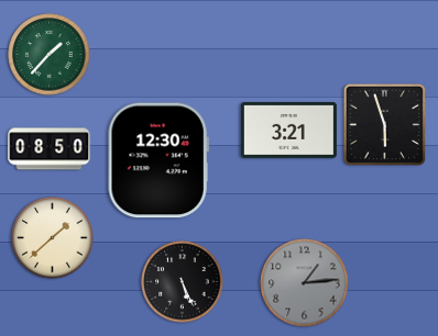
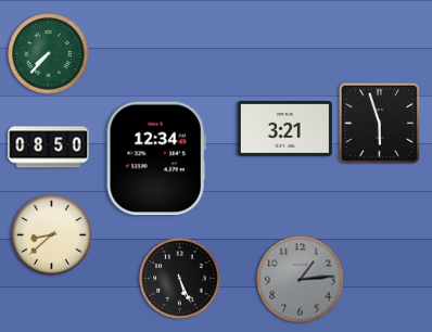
clock at (50, 55): 1:37 -> 7:37
clock at (158, 160): 12:30 -> 12:34
clock at (53, 238): 1:38 -> 8:38
